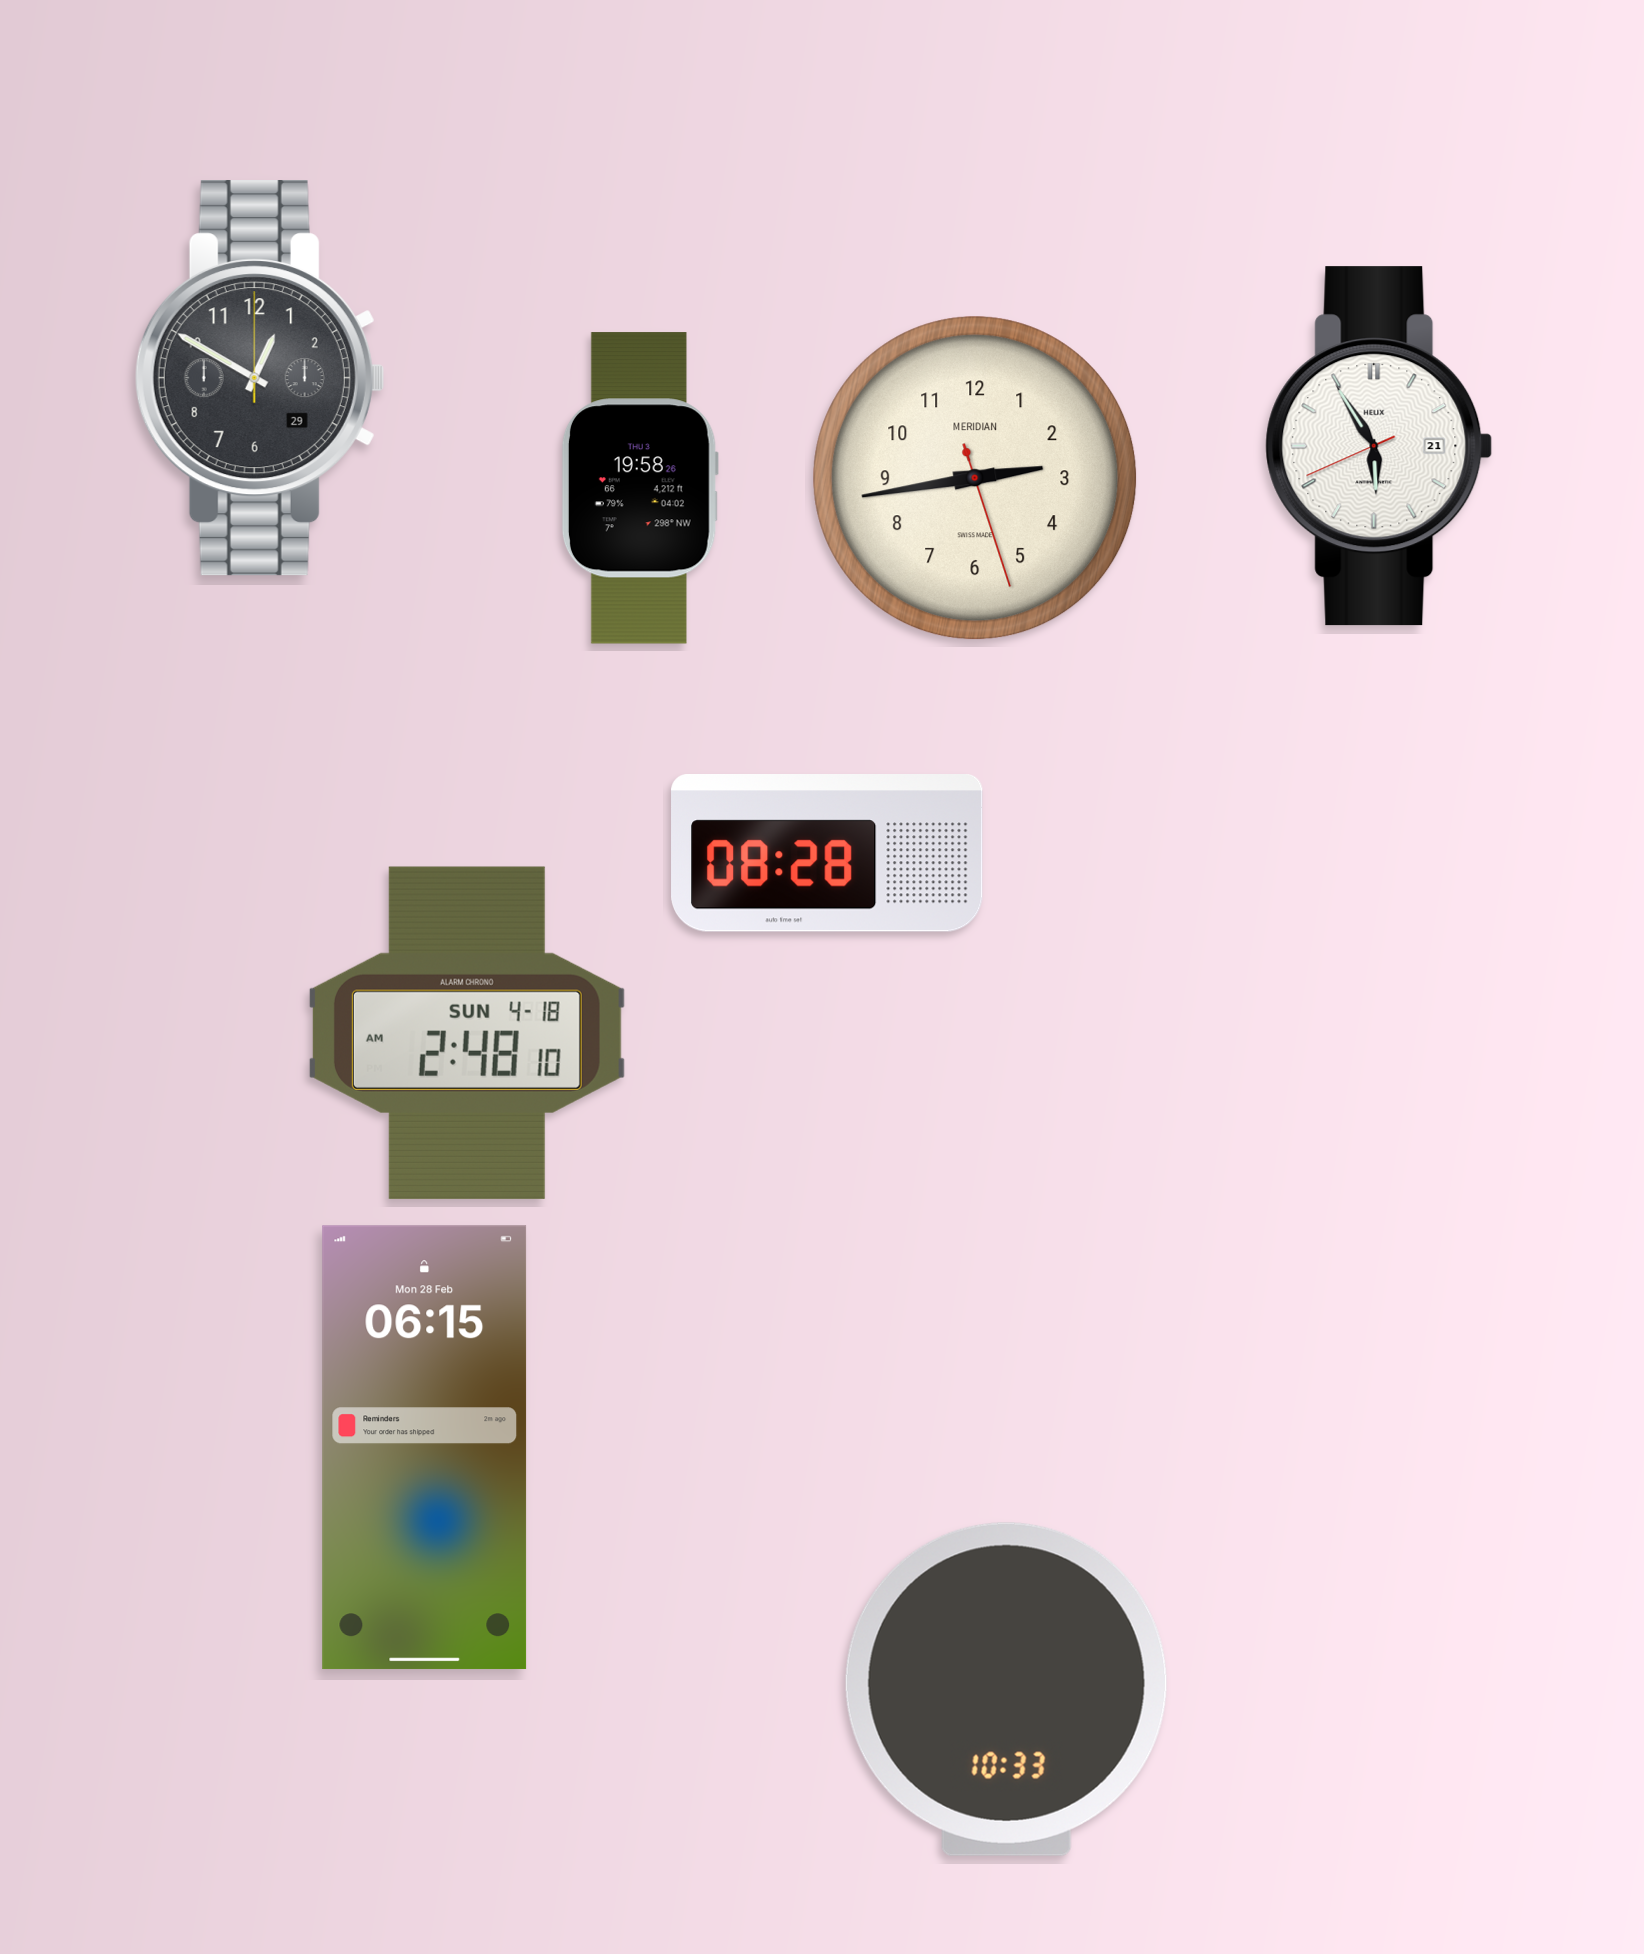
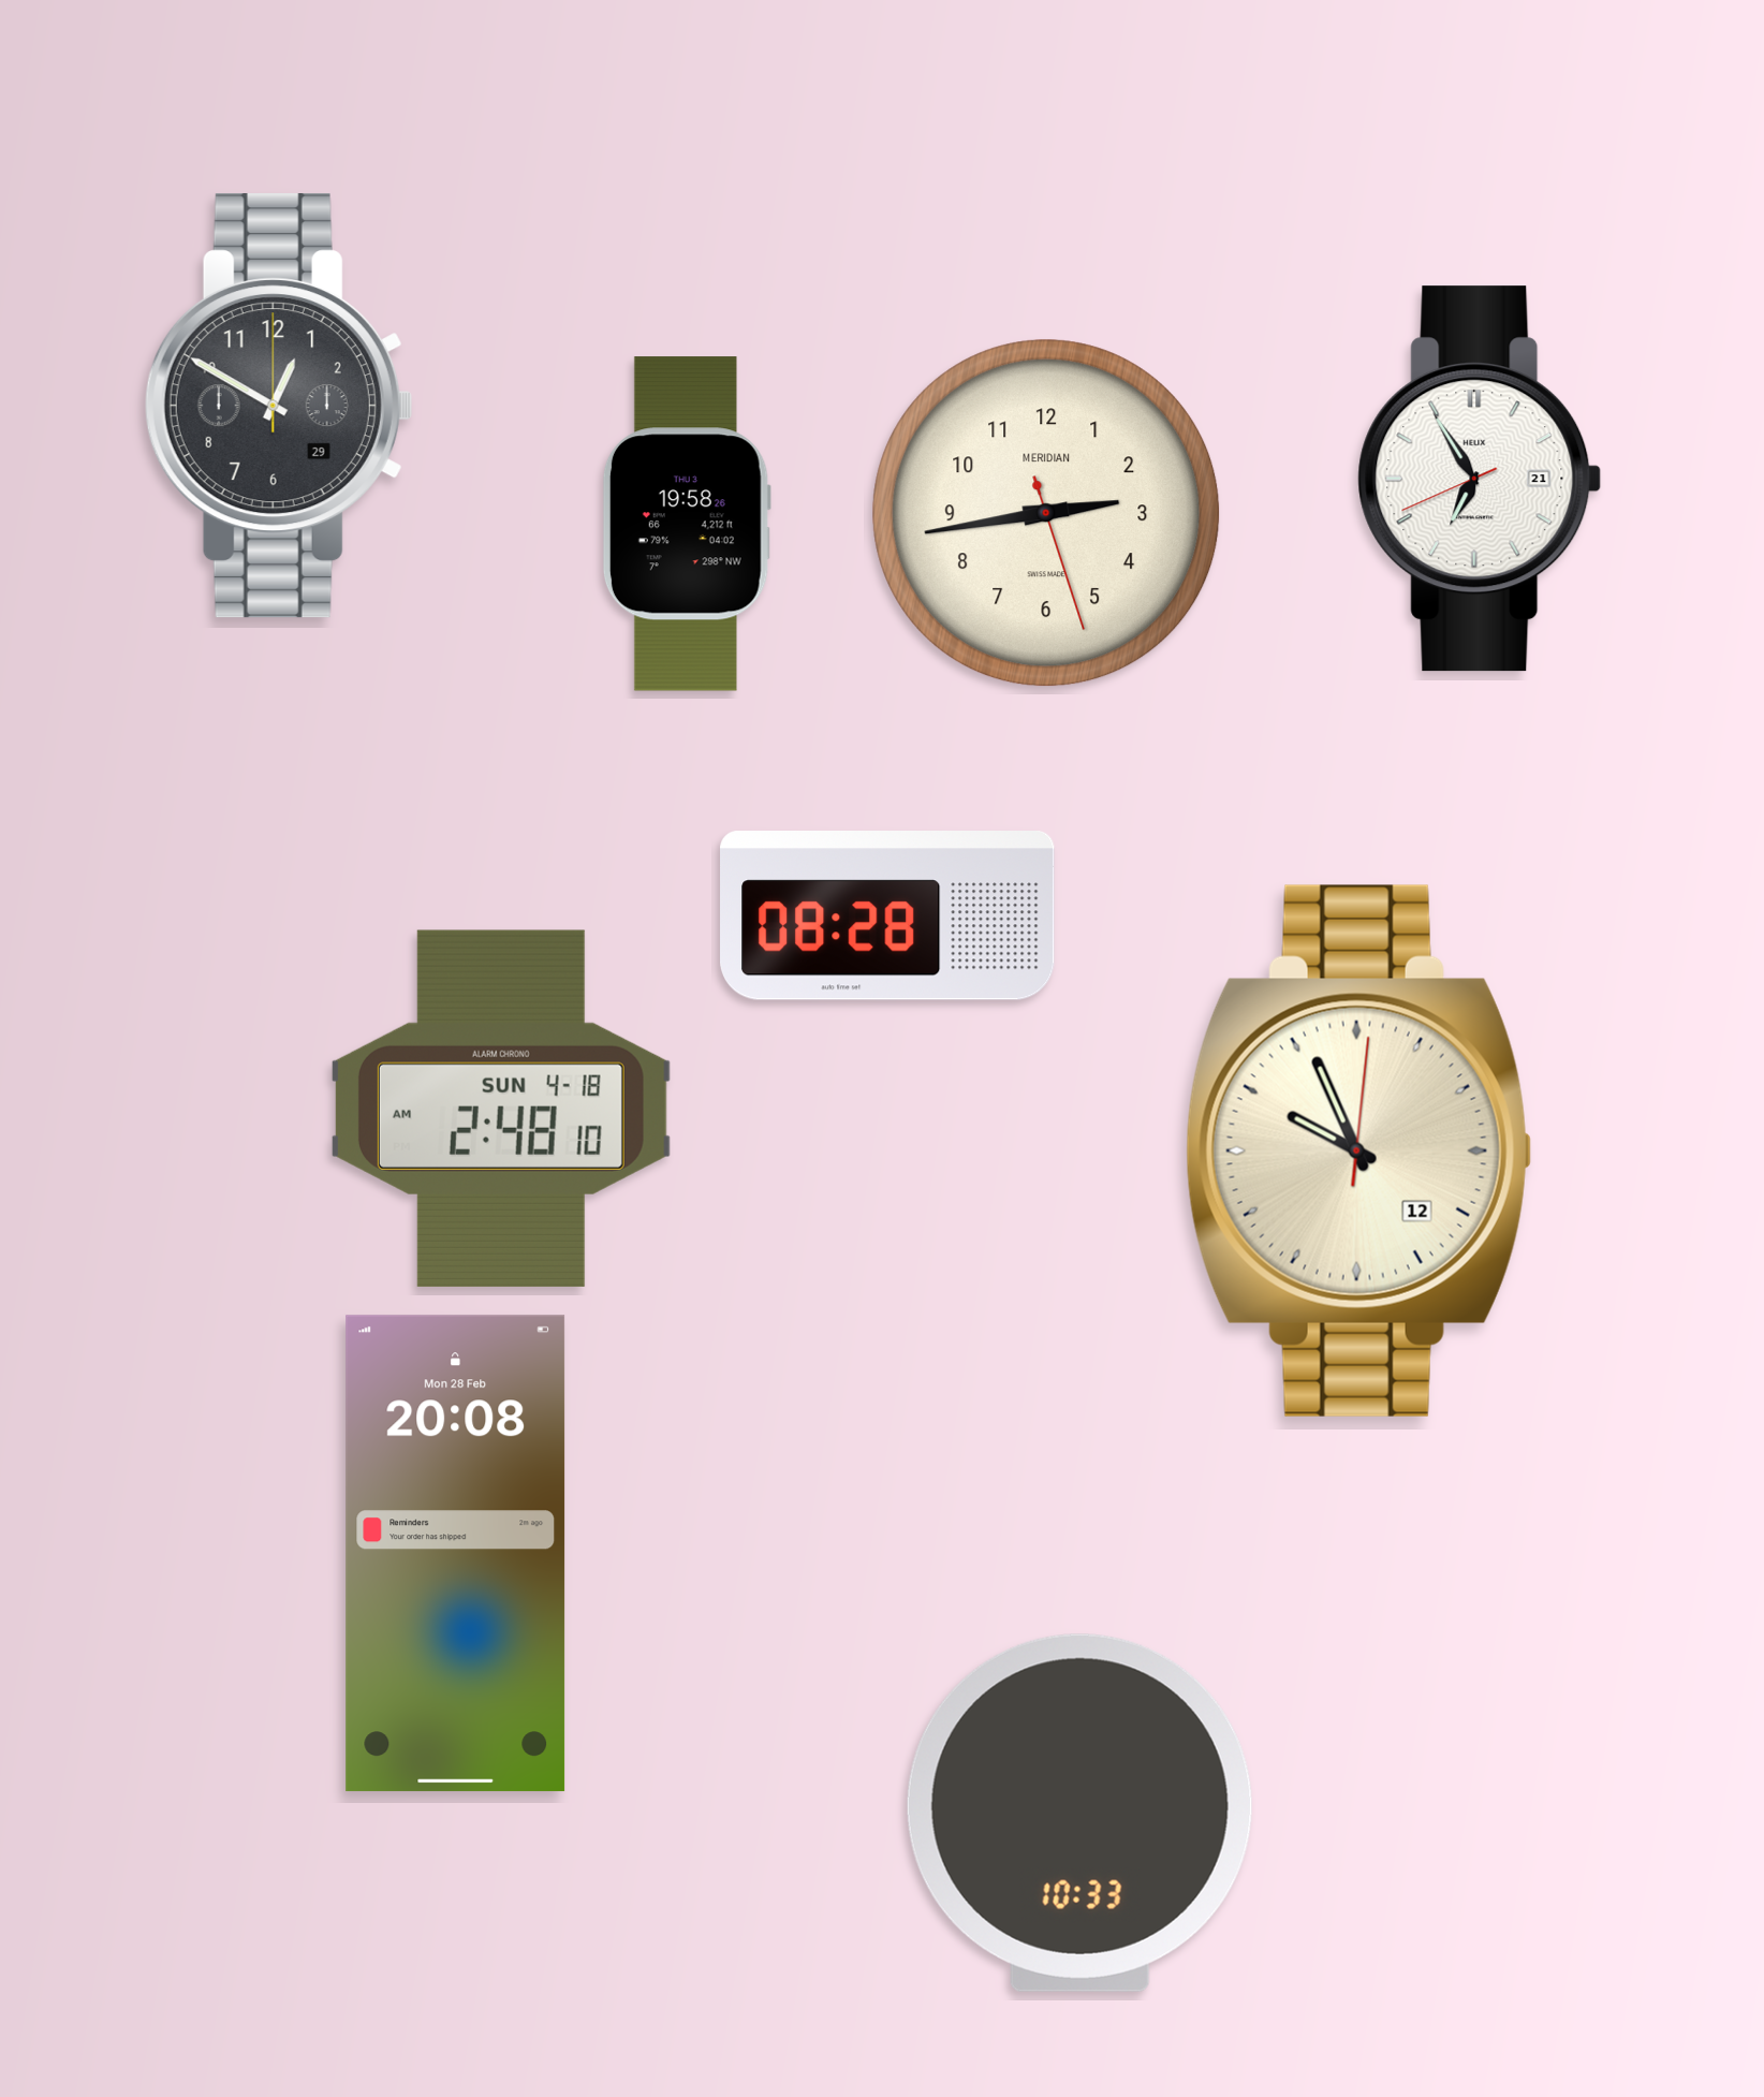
clock at (1379, 446): 5:54 -> 6:54
clock at (1358, 1150): none -> 9:56
clock at (425, 1448): 06:15 -> 20:08
